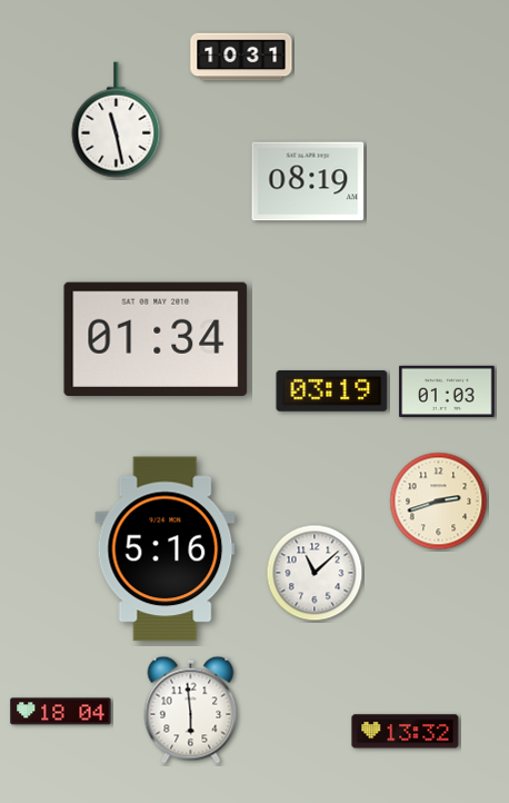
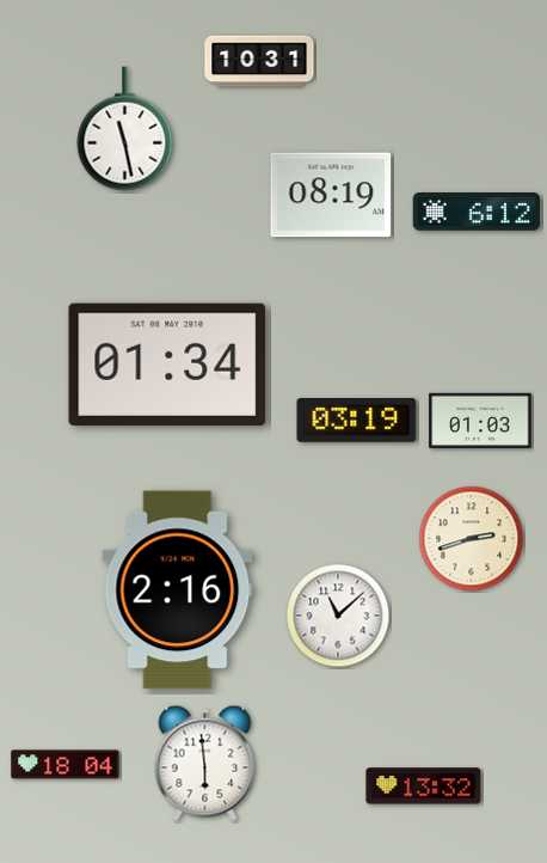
clock at (477, 212): none -> 6:12
clock at (166, 549): 5:16 -> 2:16
clock at (406, 732) position: (406, 732) -> (424, 787)
